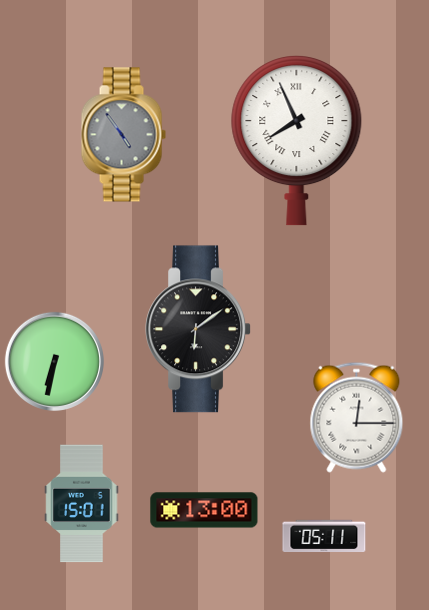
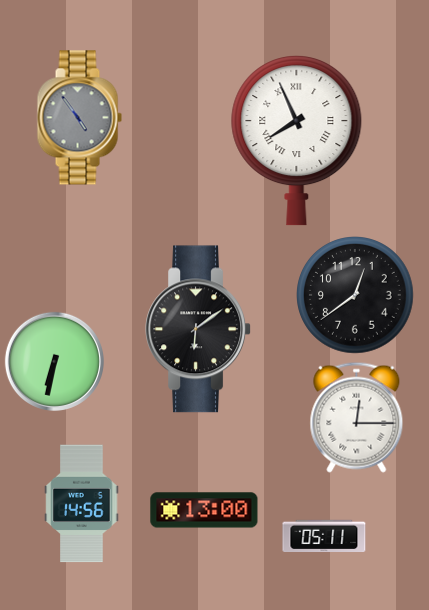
clock at (123, 135) position: (123, 135) -> (79, 118)
clock at (356, 296): none -> 12:39
clock at (82, 504): 15:01 -> 14:56
